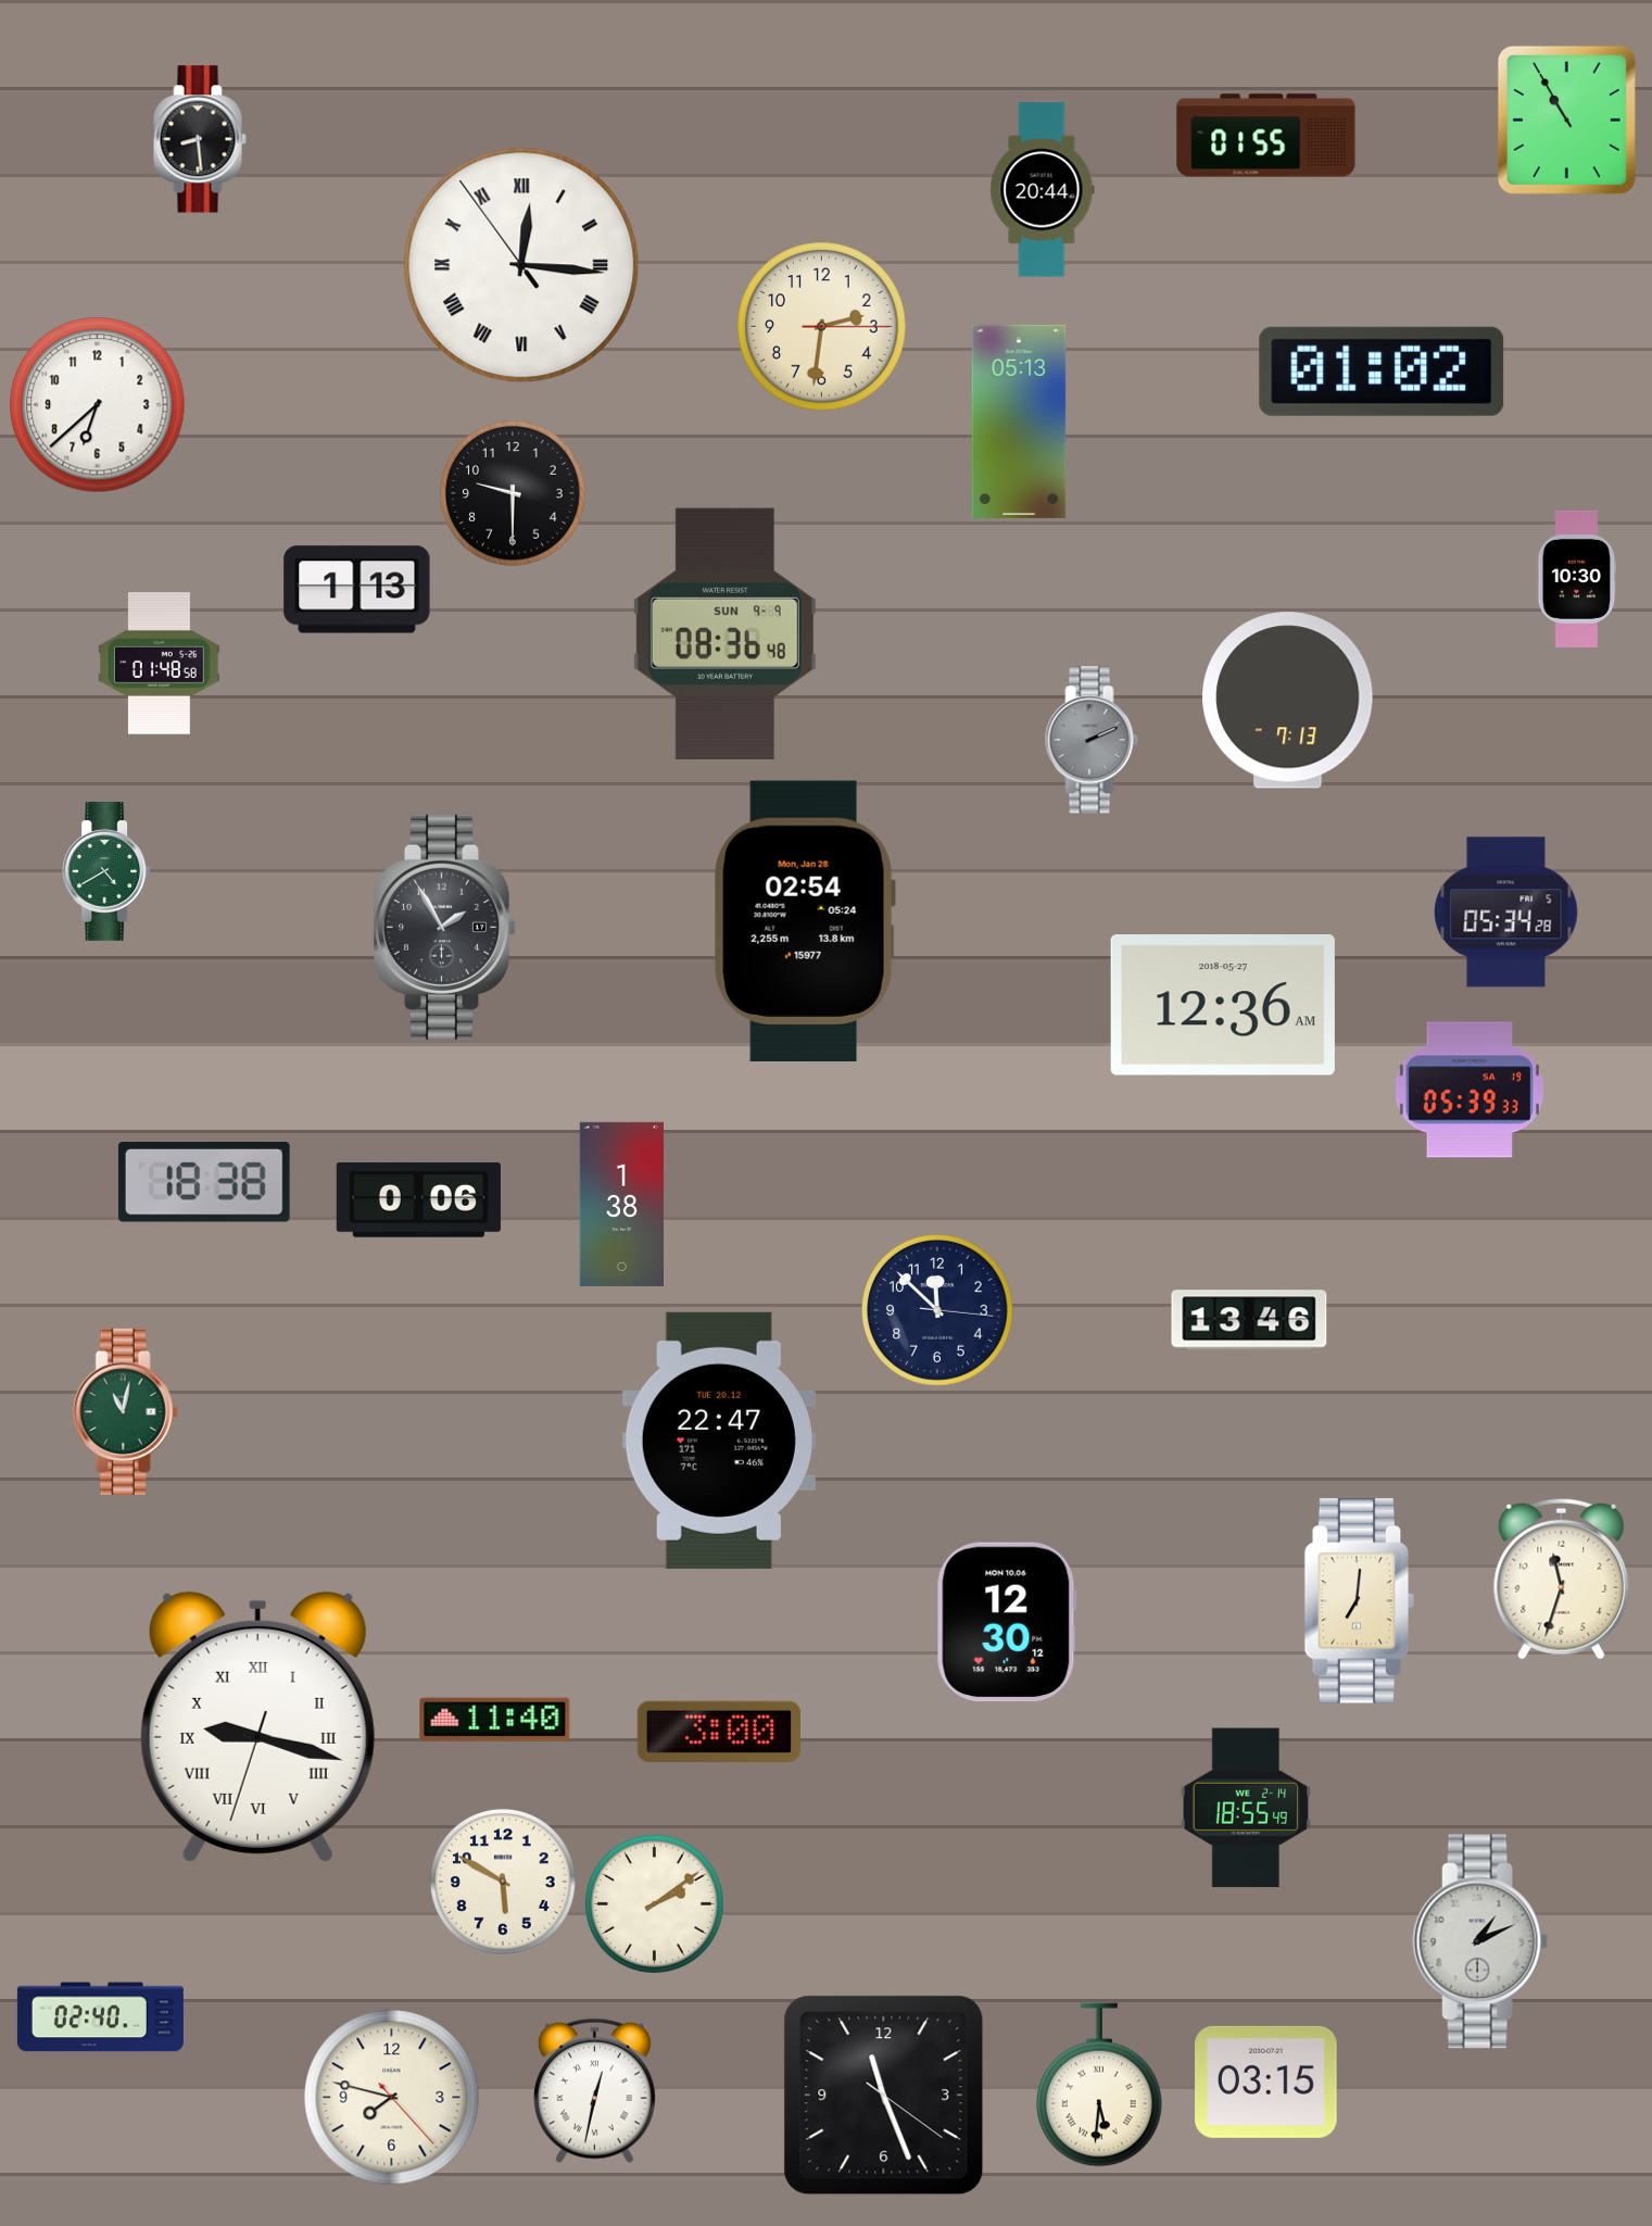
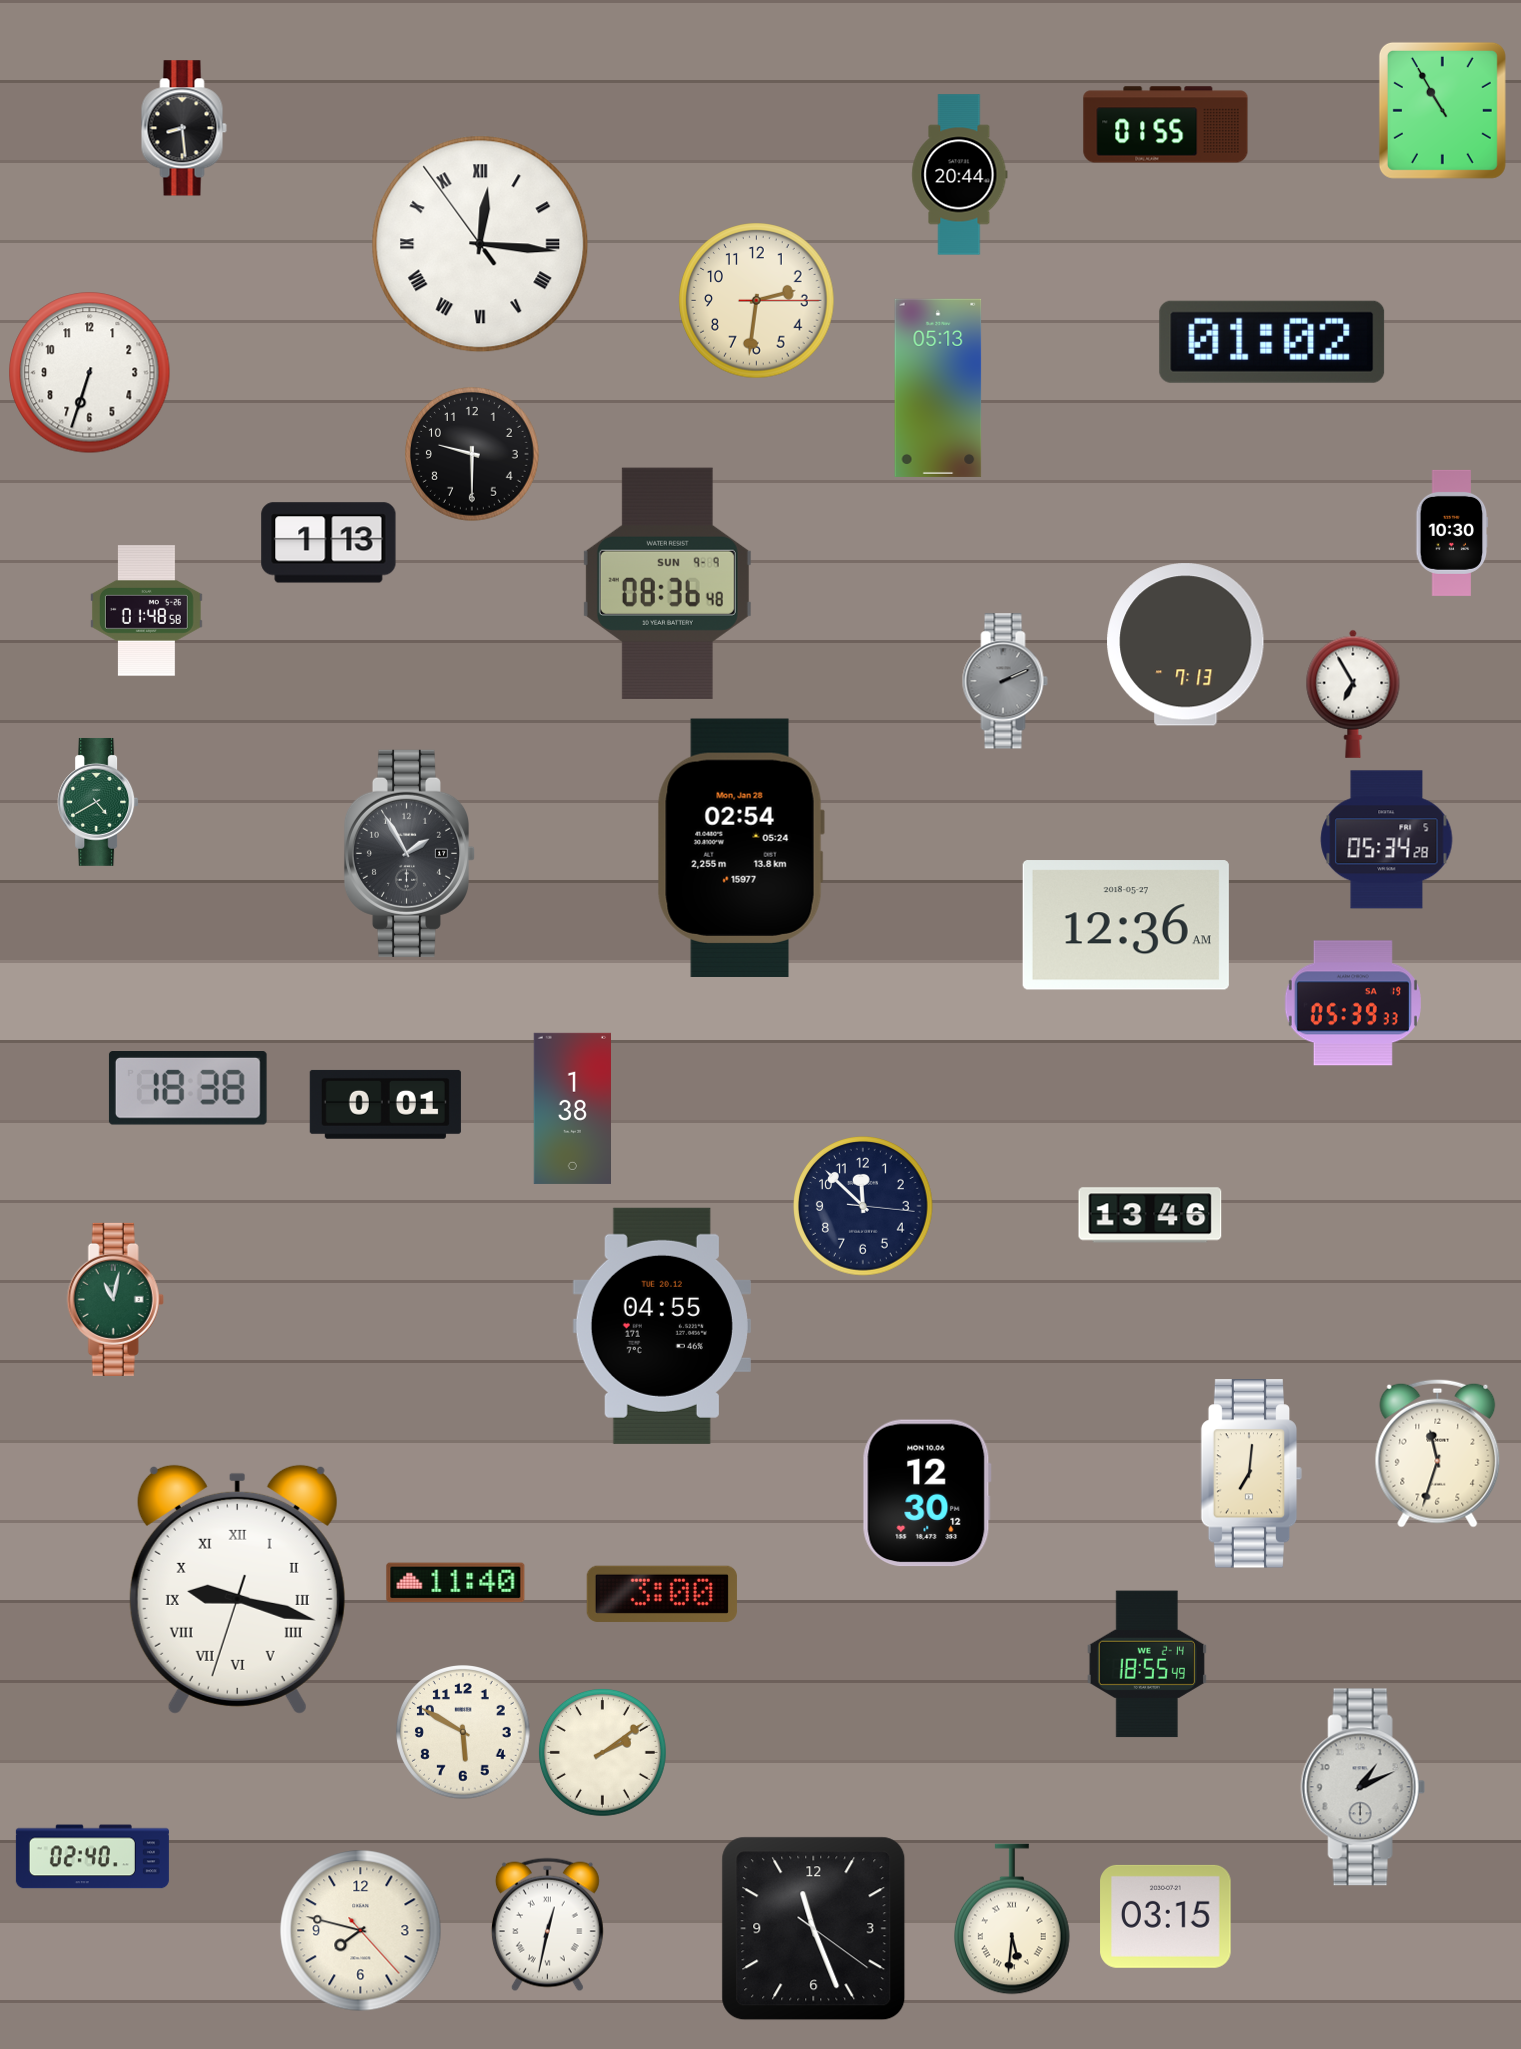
clock at (98, 405): 6:38 -> 6:33
clock at (1353, 694): none -> 6:55
clock at (418, 1199): 0:06 -> 0:01
clock at (719, 1441): 22:47 -> 04:55
